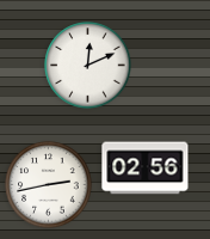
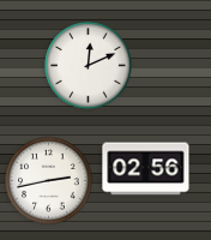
clock at (49, 185) position: (49, 185) -> (49, 181)
